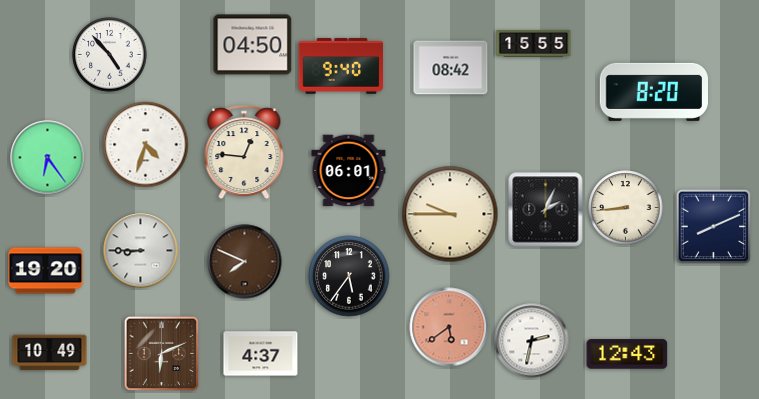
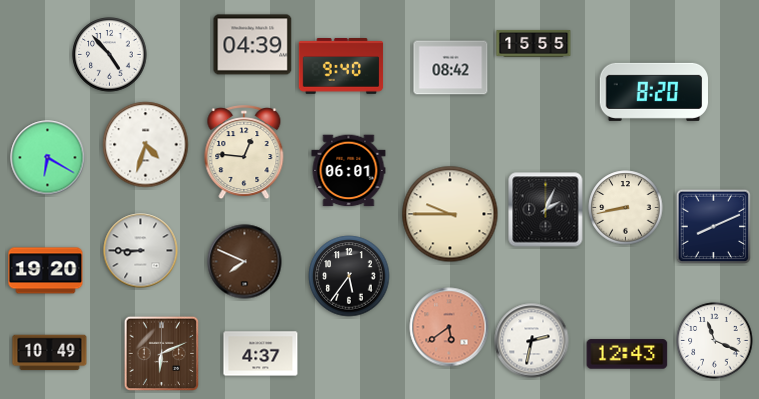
clock at (253, 45): 04:50 -> 04:39
clock at (48, 158): 6:24 -> 6:20
clock at (626, 208): 8:44 -> 8:43
clock at (715, 341): none -> 11:19
